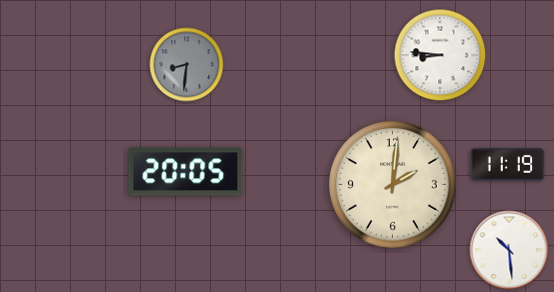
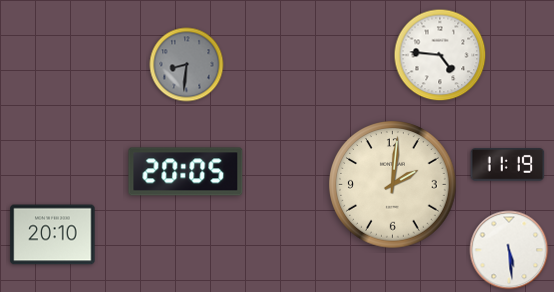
clock at (440, 55): 8:46 -> 4:46
clock at (53, 235): none -> 20:10
clock at (509, 250): 10:29 -> 5:29
